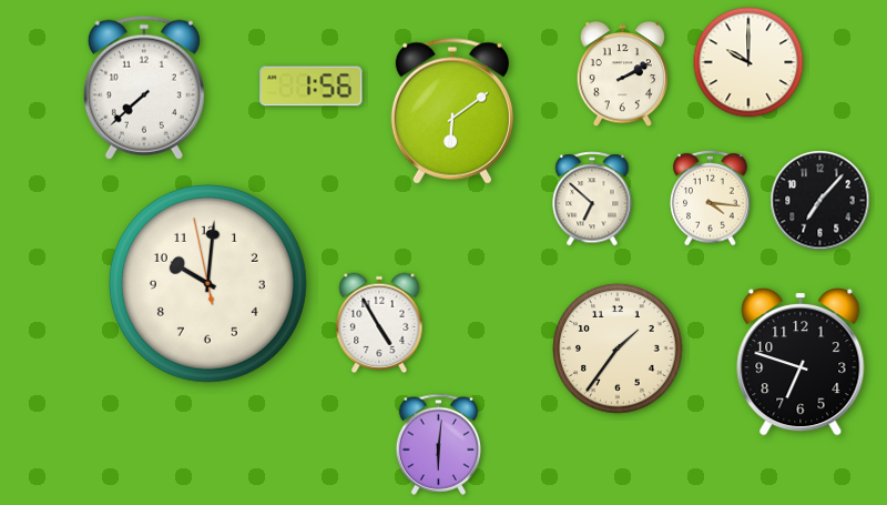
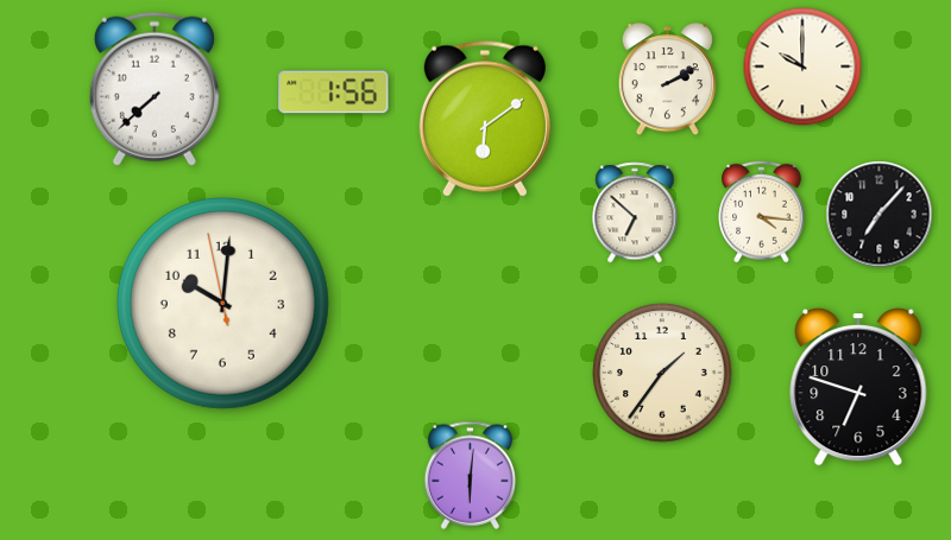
clock at (144, 88) position: (144, 88) -> (155, 89)
clock at (379, 323): 4:55 -> none
